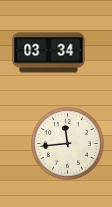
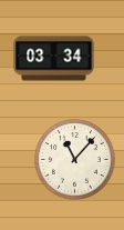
clock at (68, 144): 11:44 -> 11:07
